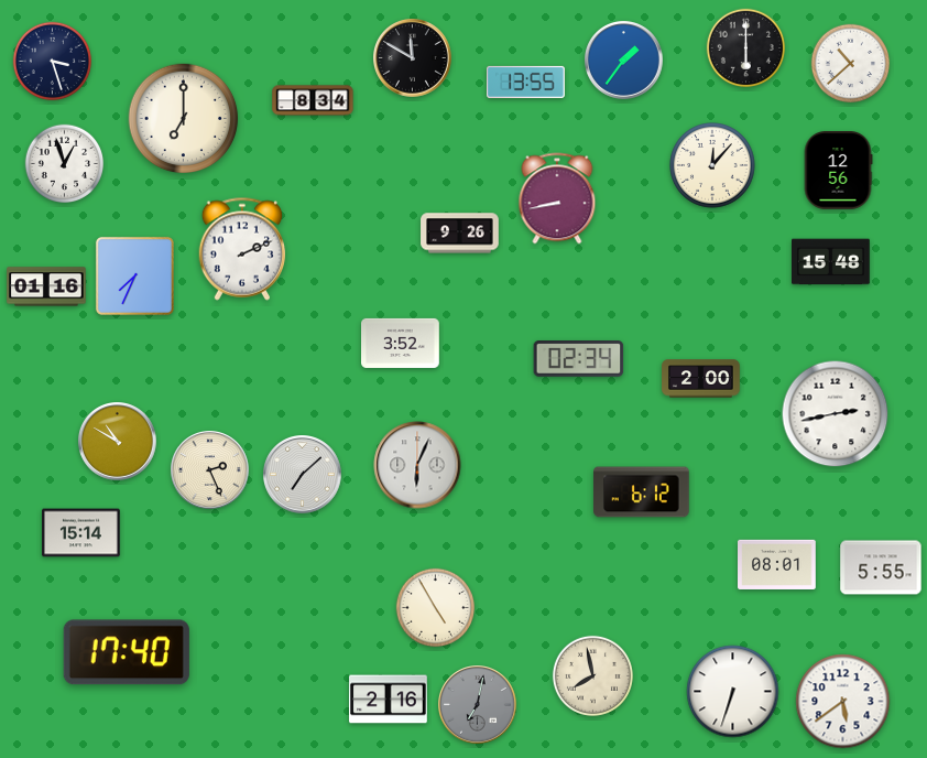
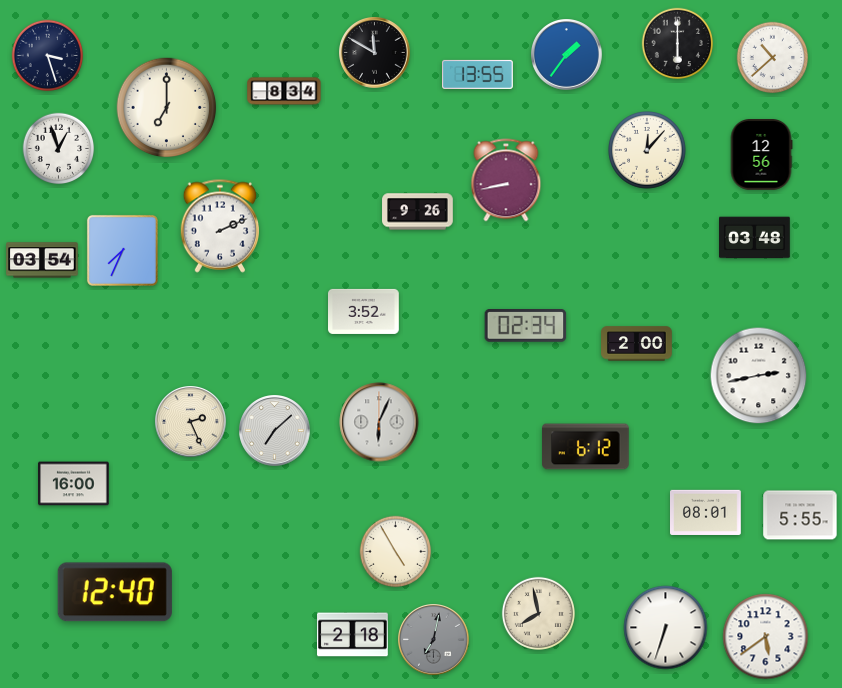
clock at (831, 262): 15:48 -> 03:48
clock at (46, 286): 01:16 -> 03:54
clock at (118, 442): 10:50 -> none
clock at (210, 470) position: (210, 470) -> (191, 422)
clock at (642, 492) position: (642, 492) -> (586, 447)
clock at (81, 533): 15:14 -> 16:00
clock at (127, 652): 17:40 -> 12:40
clock at (389, 700): 2:16 -> 2:18
